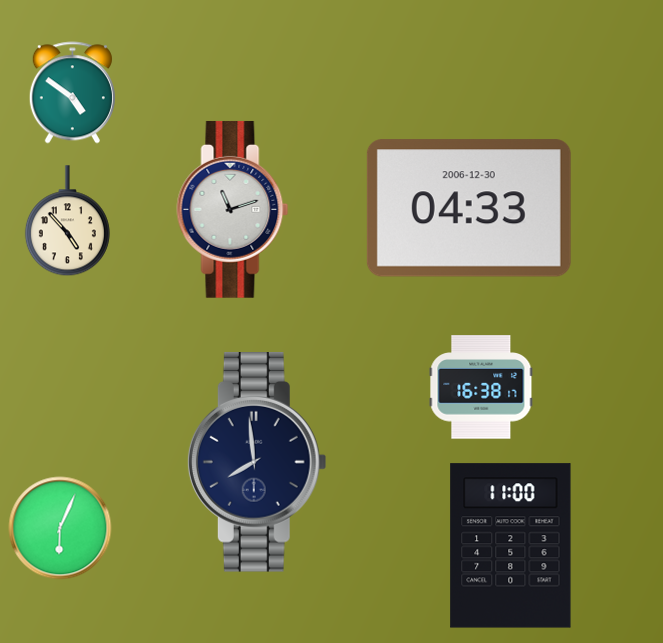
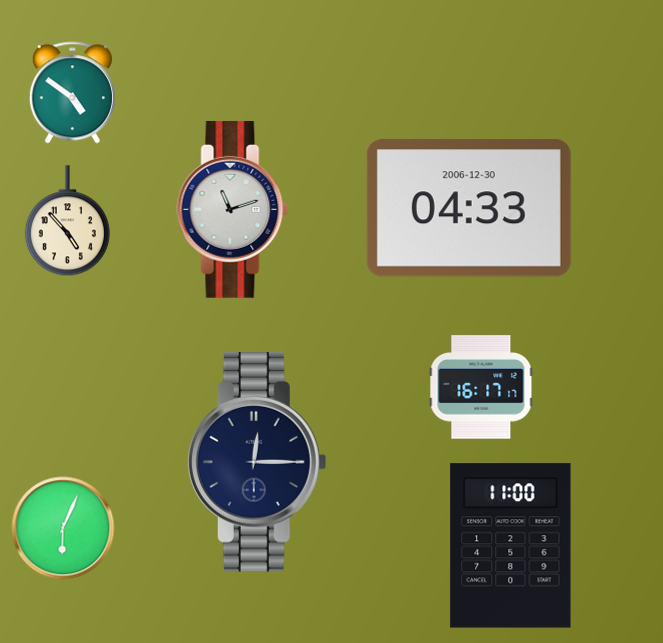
clock at (481, 387): 16:38 -> 16:17
clock at (257, 463): 7:59 -> 12:15
clock at (60, 528) position: (60, 528) -> (63, 528)
